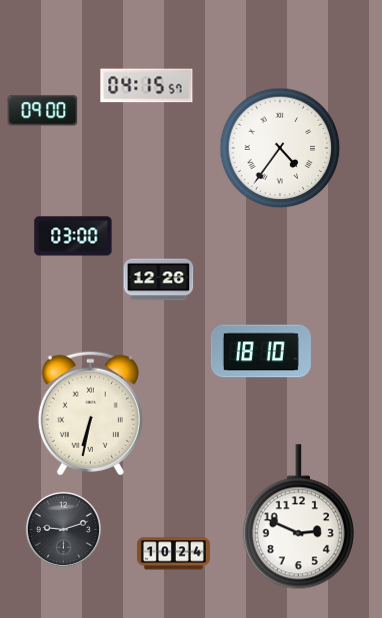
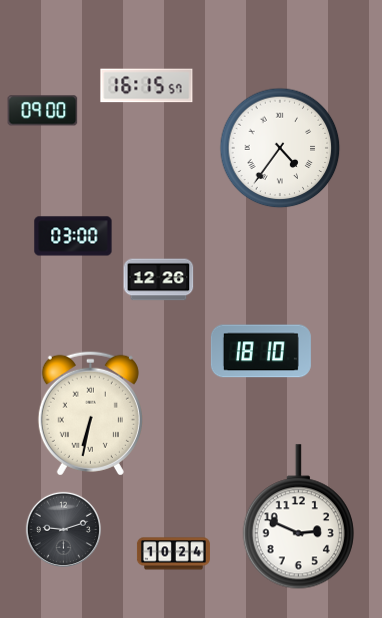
clock at (147, 86): 04:15 -> 16:15
